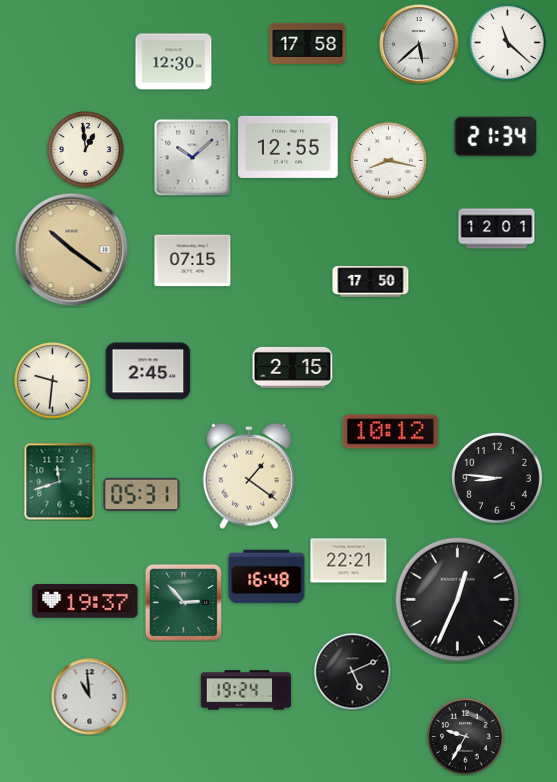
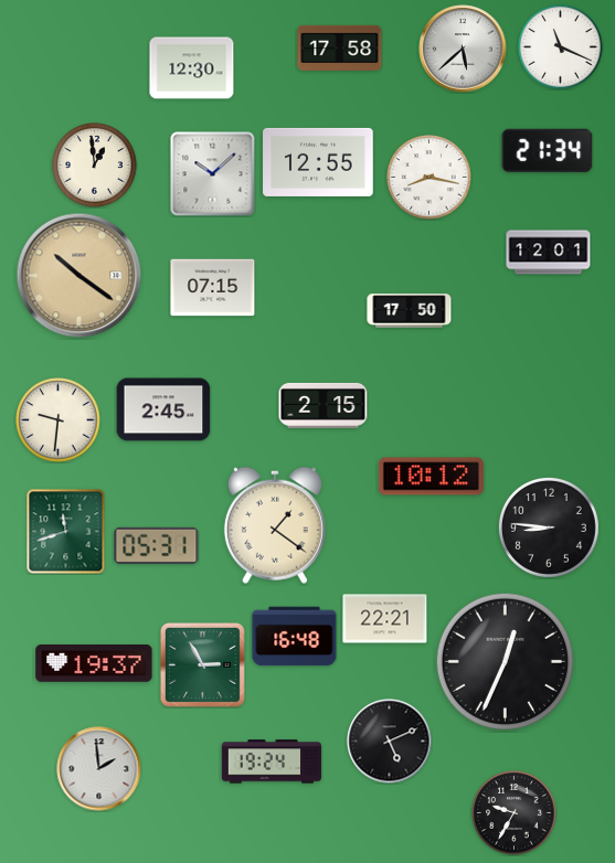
clock at (508, 43): 11:22 -> 11:19
clock at (183, 602): 2:53 -> 2:55
clock at (90, 697): 10:59 -> 1:59
